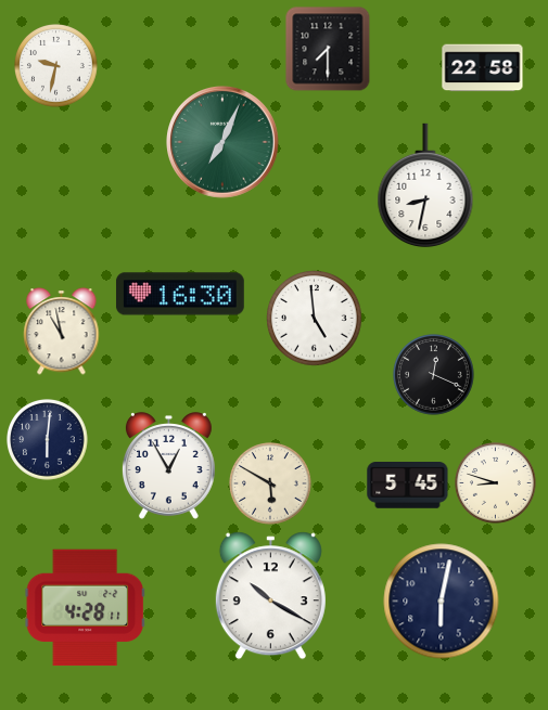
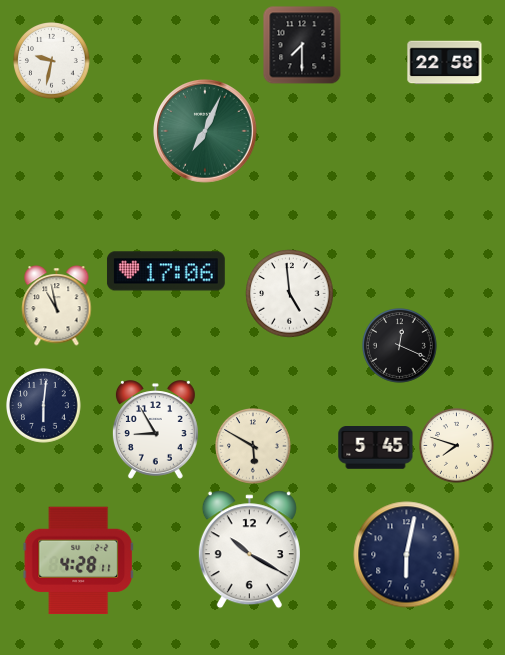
clock at (425, 185): 8:32 -> none
clock at (180, 294): 16:30 -> 17:06
clock at (168, 466): 12:55 -> 8:55
clock at (496, 483): 8:48 -> 7:48
clock at (271, 485) position: (271, 485) -> (254, 447)
